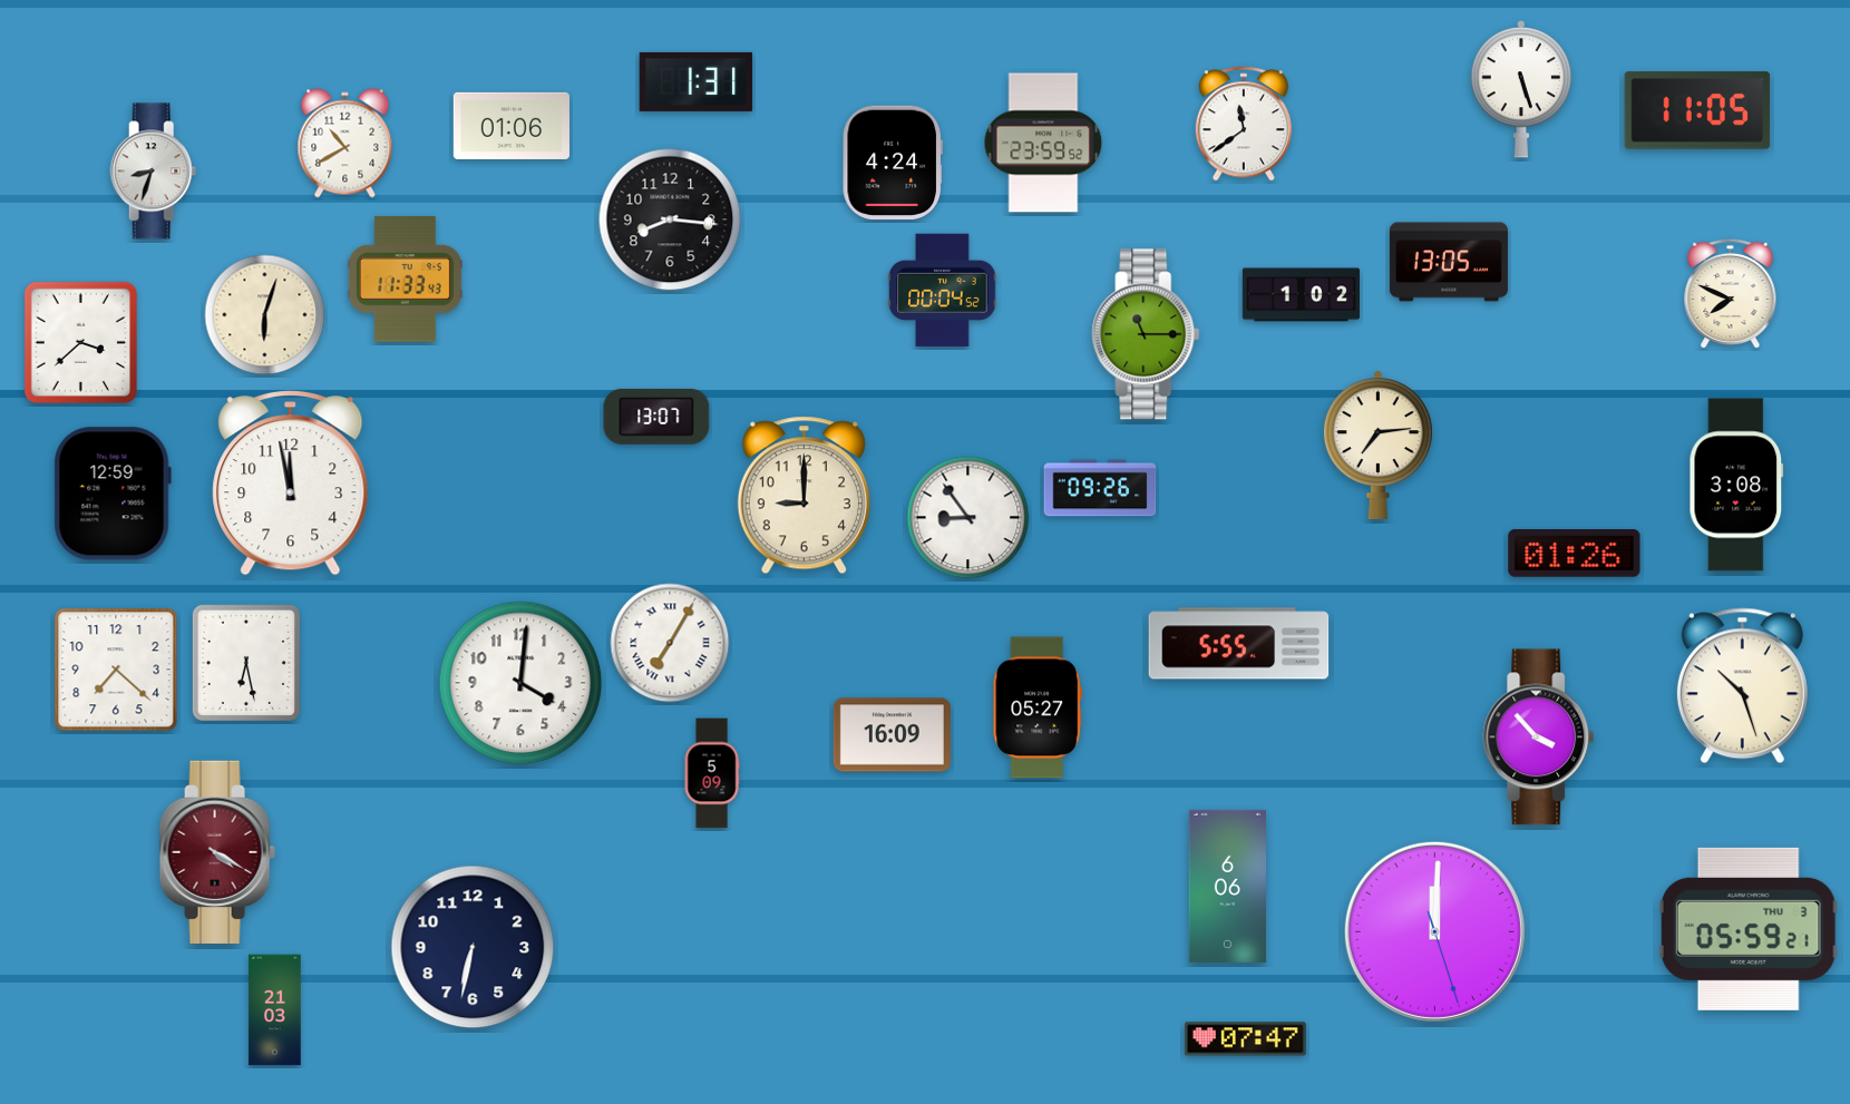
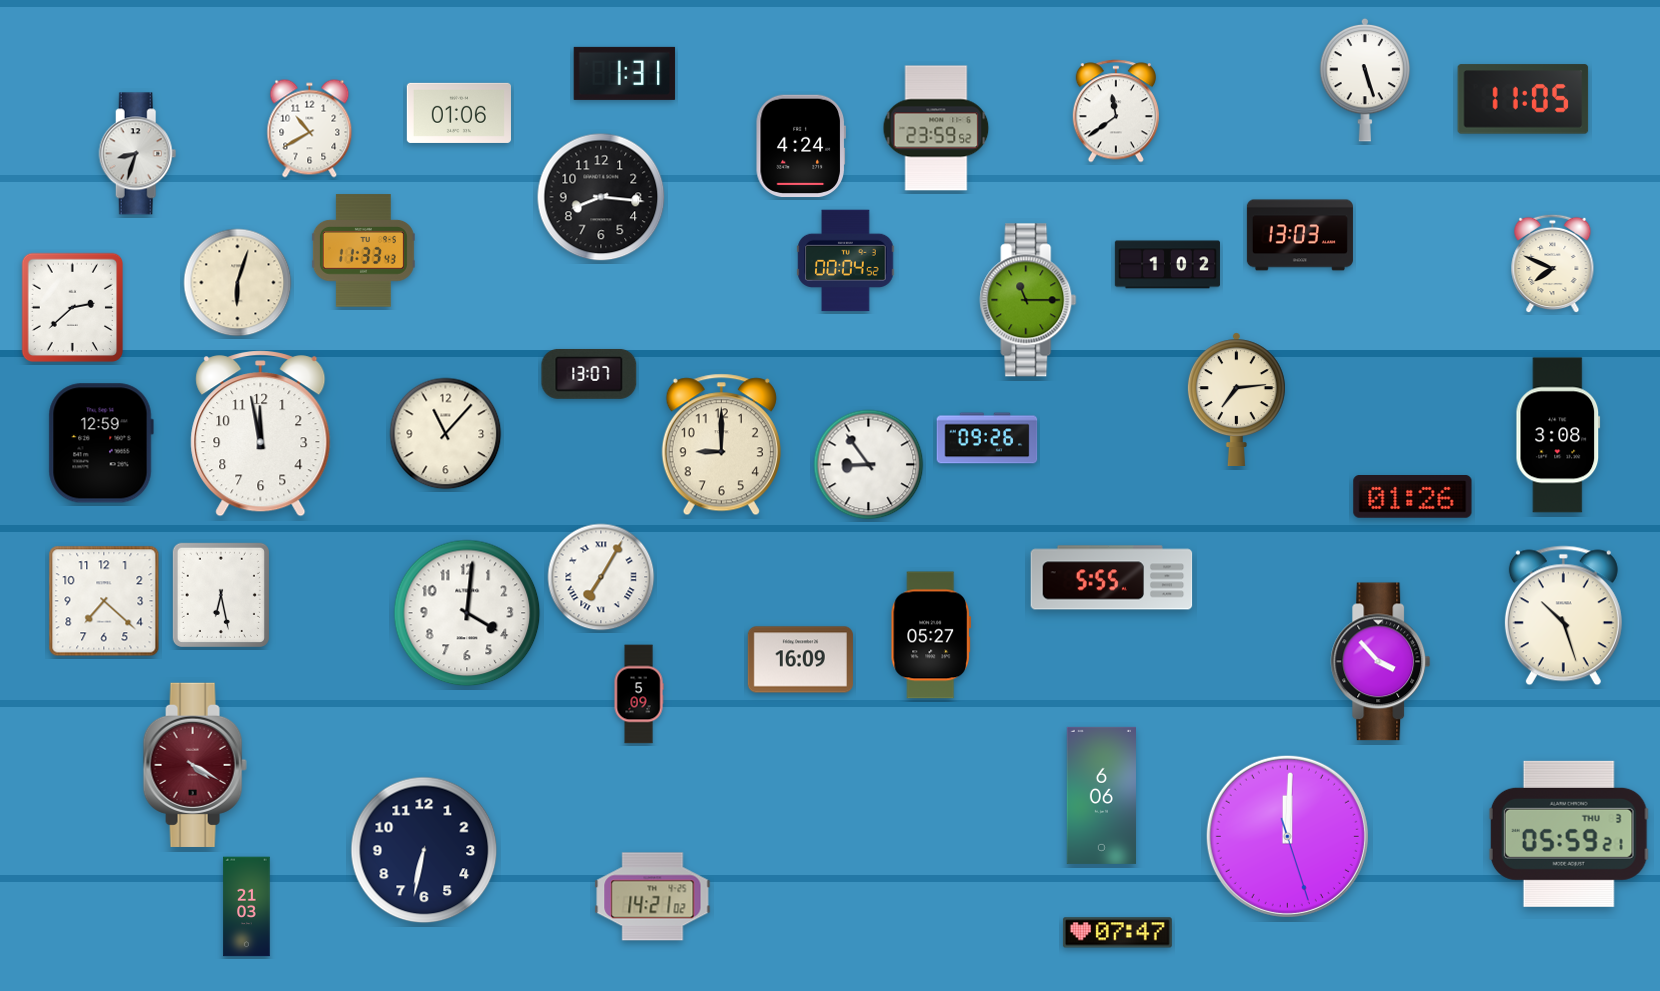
clock at (1449, 262): 13:05 -> 13:03
clock at (80, 343): 3:38 -> 2:38
clock at (446, 434): none -> 11:07
clock at (653, 897): none -> 14:21
